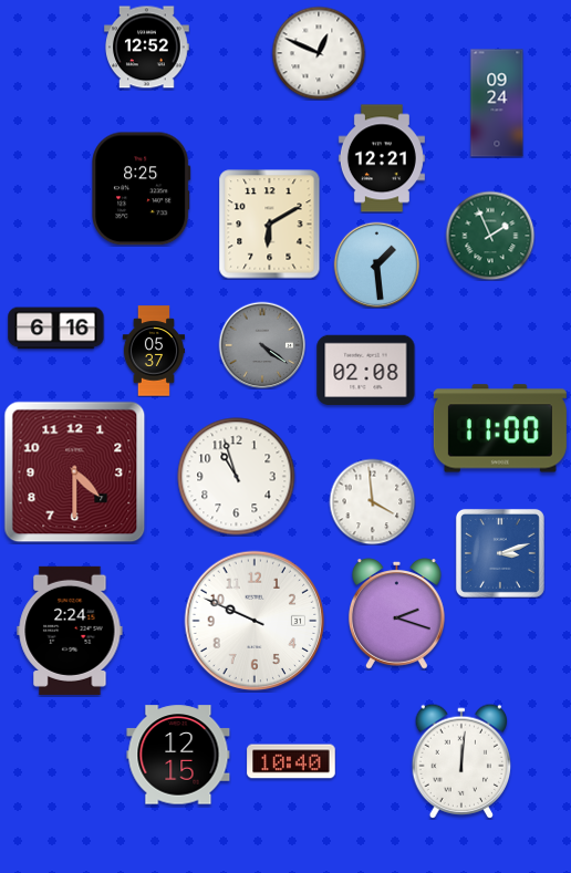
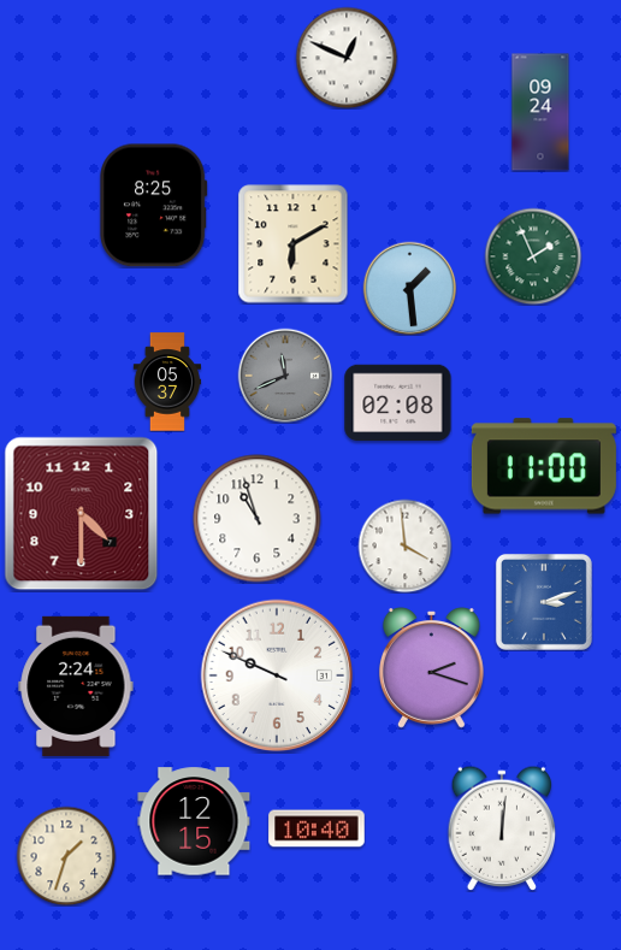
clock at (147, 48): 12:52 -> none
clock at (382, 158): 12:21 -> none
clock at (56, 329): 6:16 -> none
clock at (262, 345): 4:21 -> 11:41
clock at (66, 856): none -> 1:33
